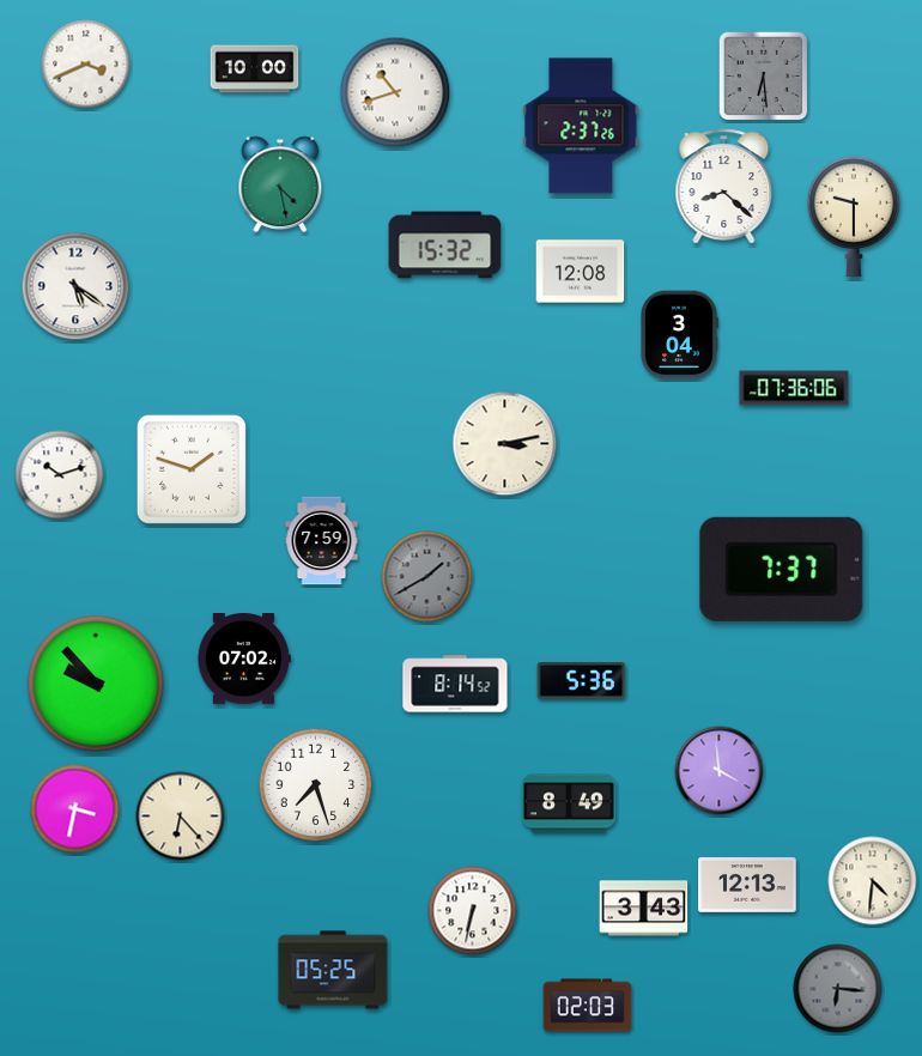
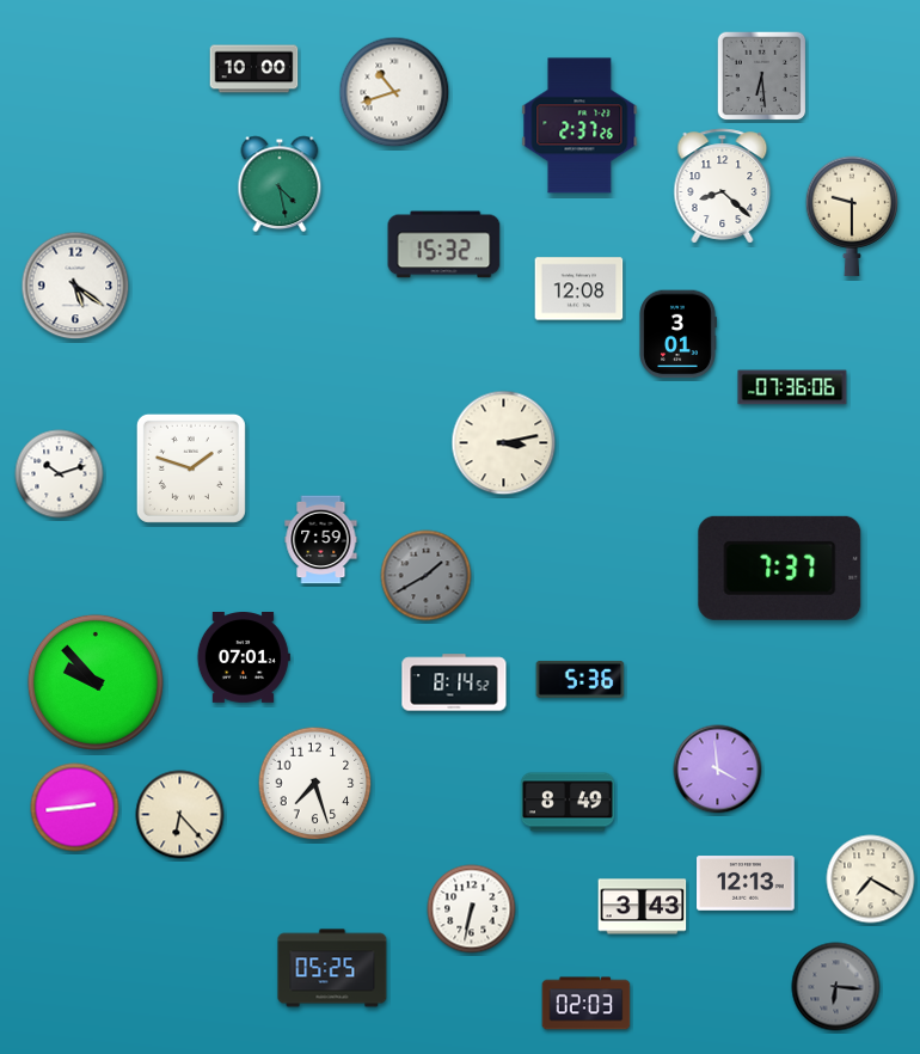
clock at (86, 65): 3:41 -> none
clock at (581, 272) position: (581, 272) -> (579, 289)
clock at (679, 335): 3:04 -> 3:01
clock at (244, 660): 07:02 -> 07:01
clock at (75, 809): 3:32 -> 2:44
clock at (873, 881): 4:31 -> 7:20
